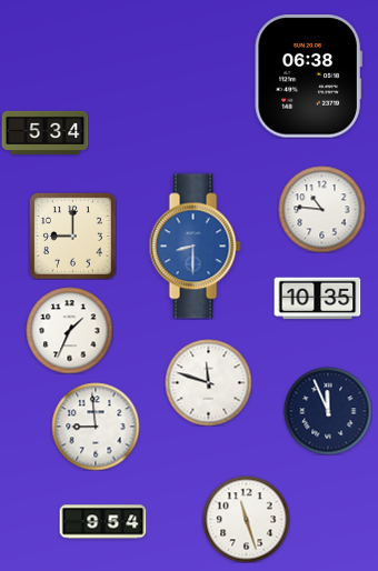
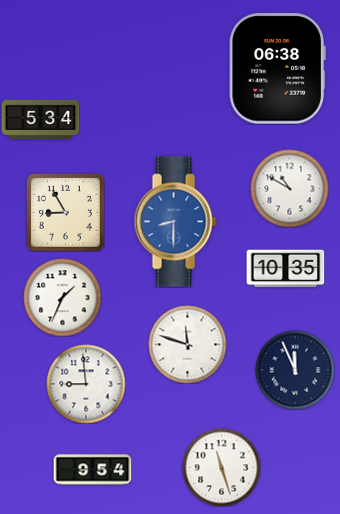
clock at (321, 209): 10:46 -> 10:50
clock at (72, 236): 9:00 -> 8:55
